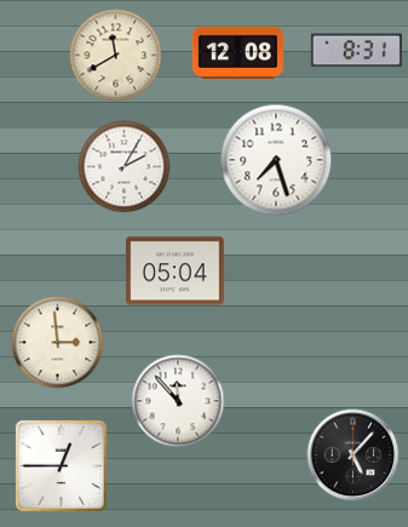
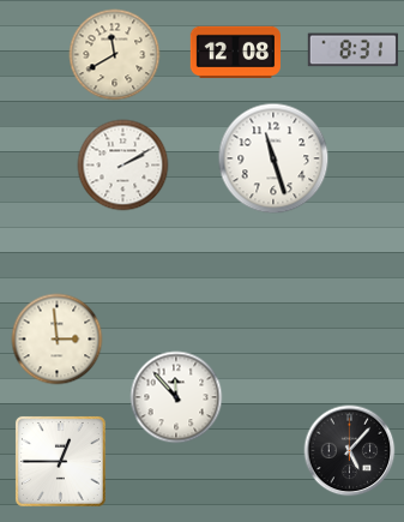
clock at (276, 160): 7:27 -> 11:27
clock at (125, 167): 2:05 -> 2:10
clock at (176, 271): 05:04 -> none
